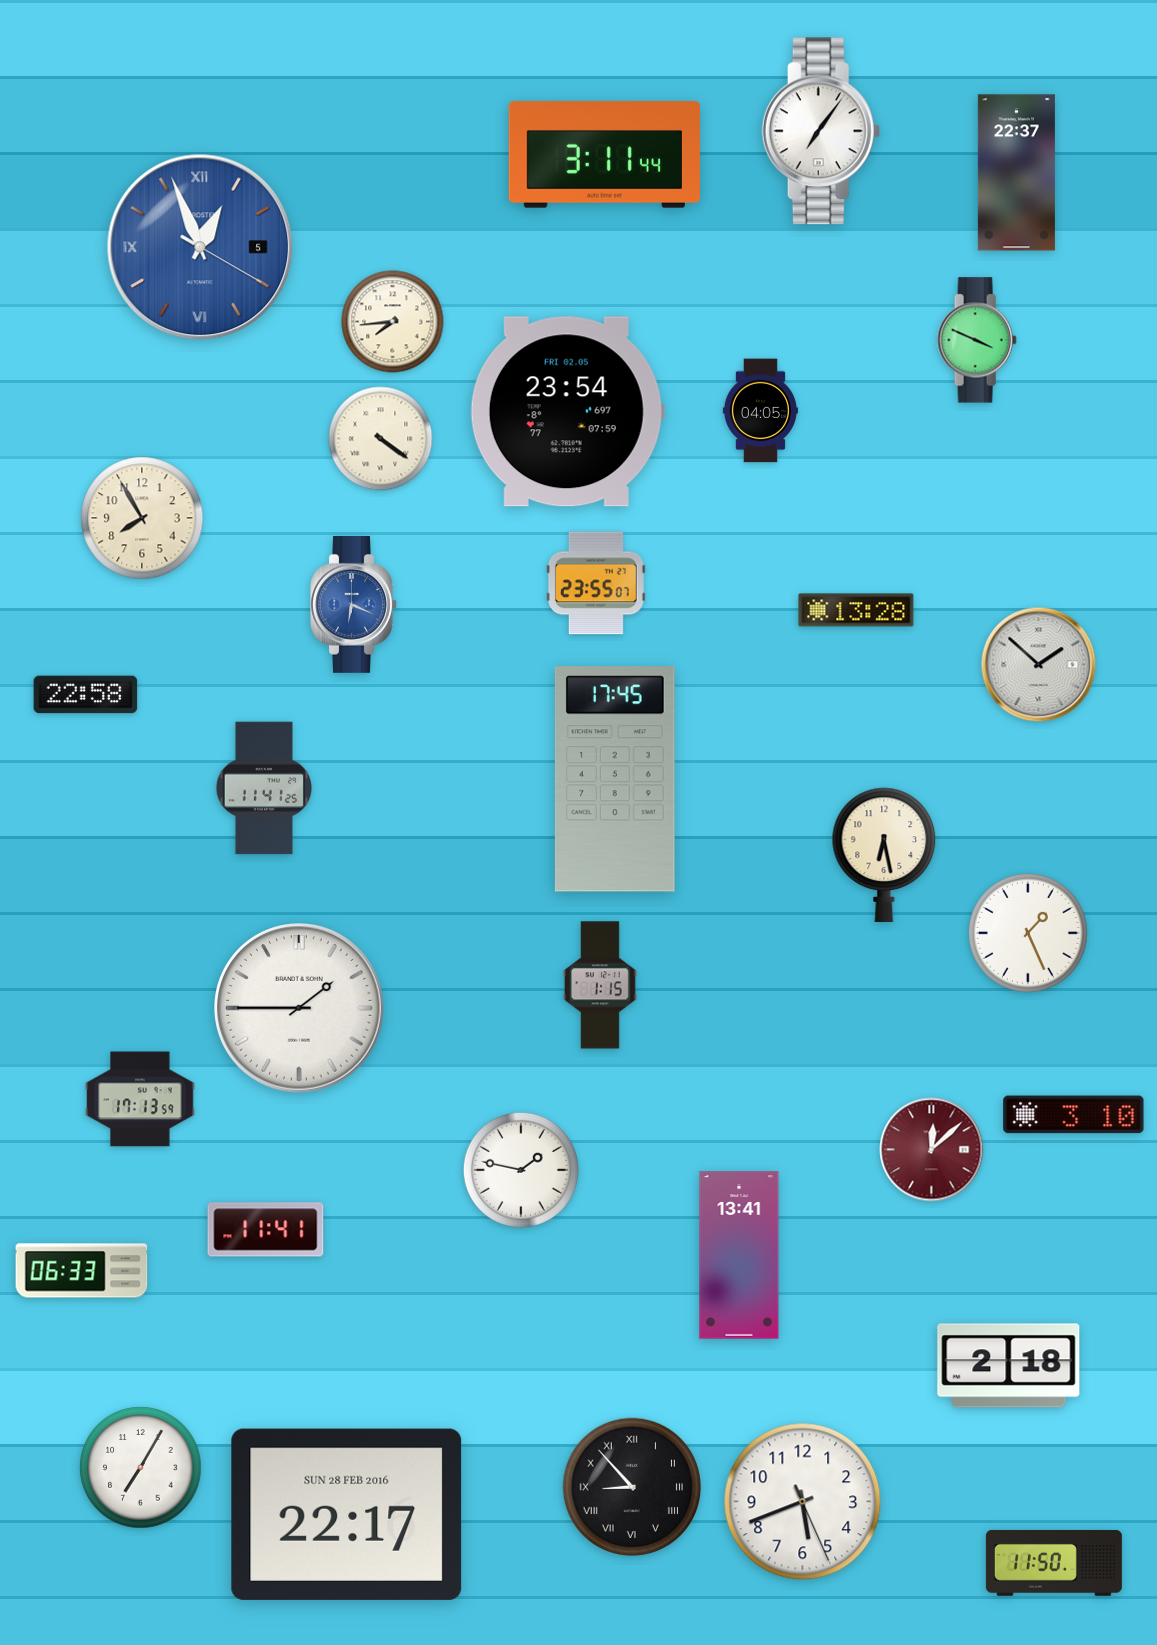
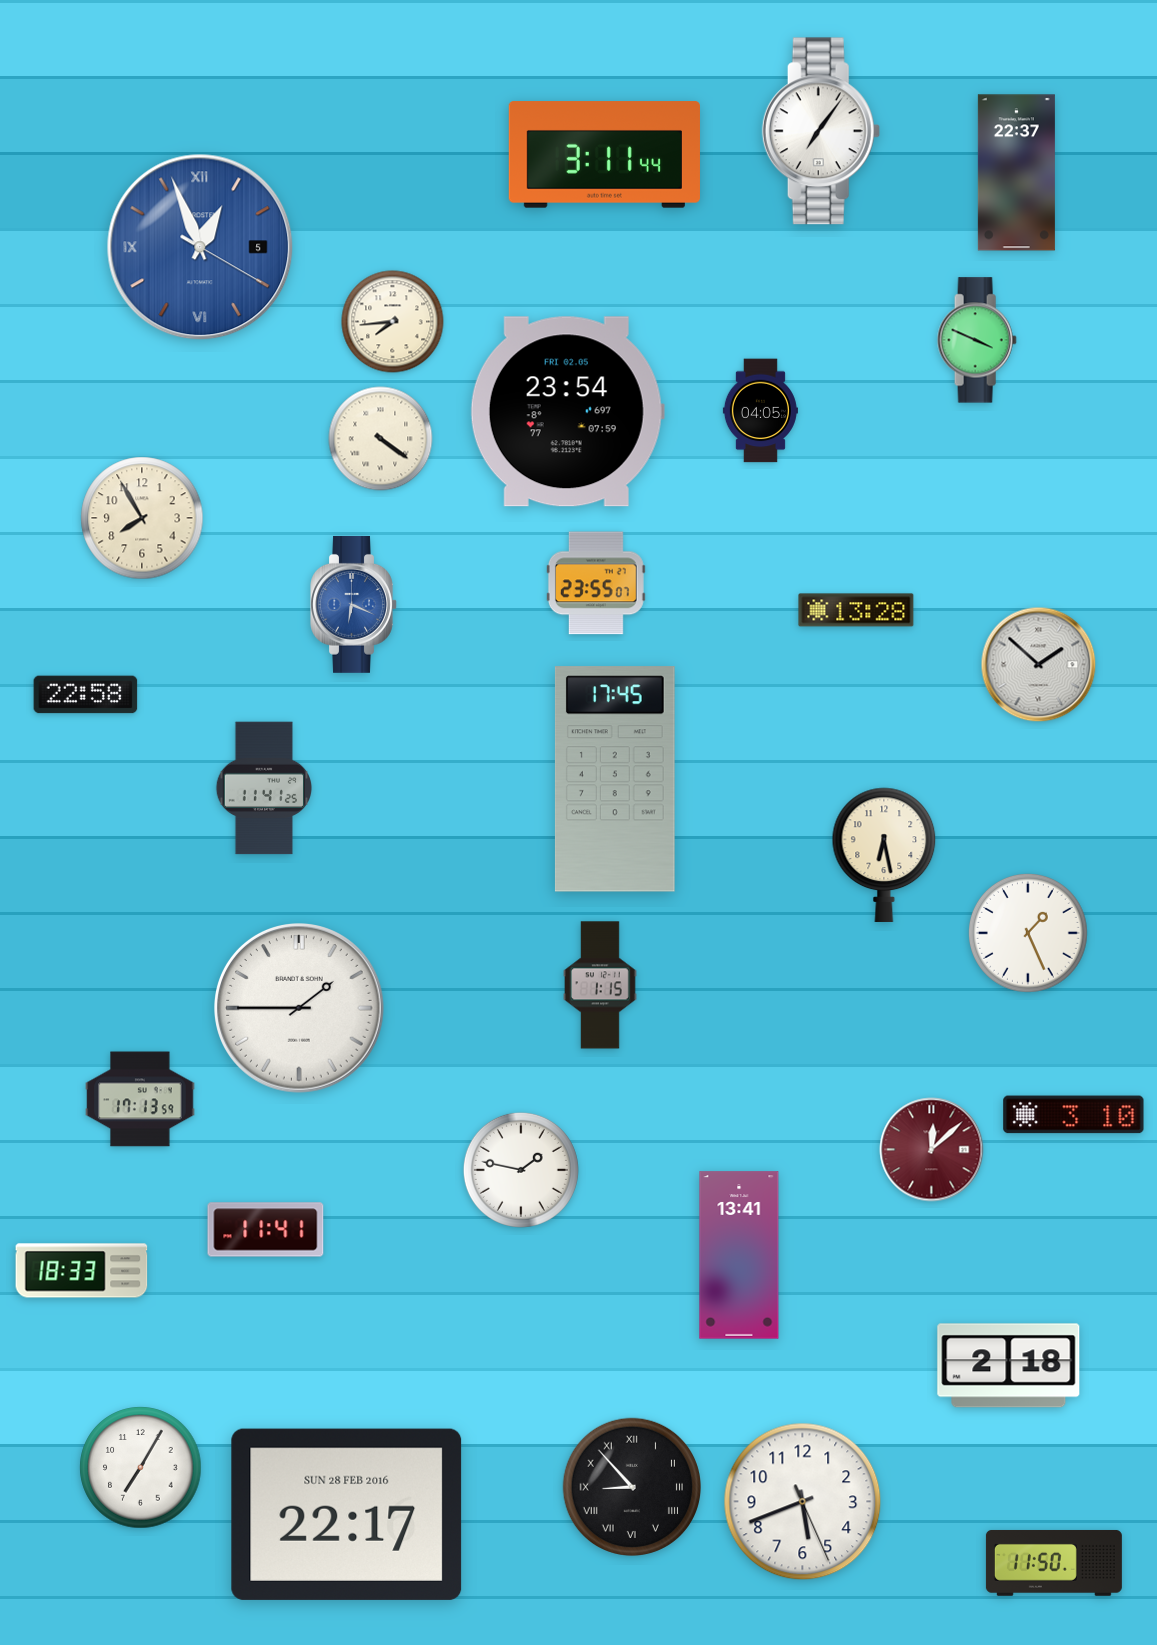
clock at (82, 1271): 06:33 -> 18:33
